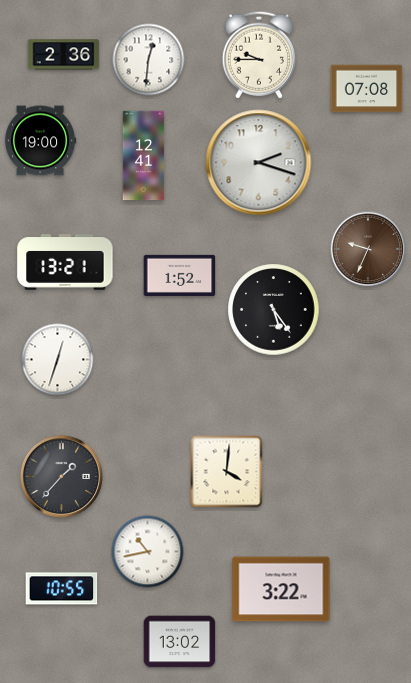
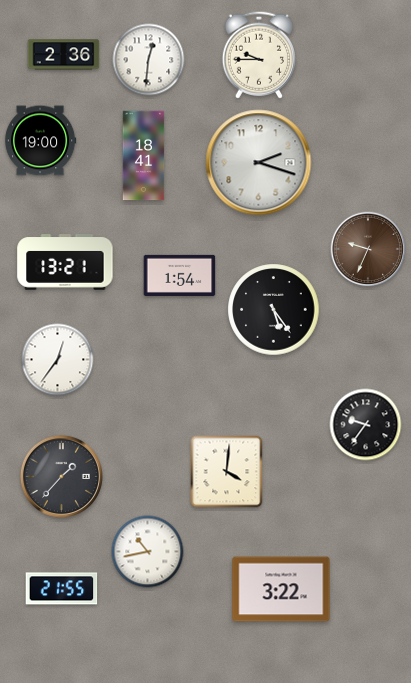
clock at (367, 89): 07:08 -> none
clock at (144, 156): 12:41 -> 18:41
clock at (180, 275): 1:52 -> 1:54
clock at (58, 360): 12:33 -> 12:36
clock at (366, 425): none -> 9:36
clock at (62, 589): 10:55 -> 21:55
clock at (180, 642): 13:02 -> none
